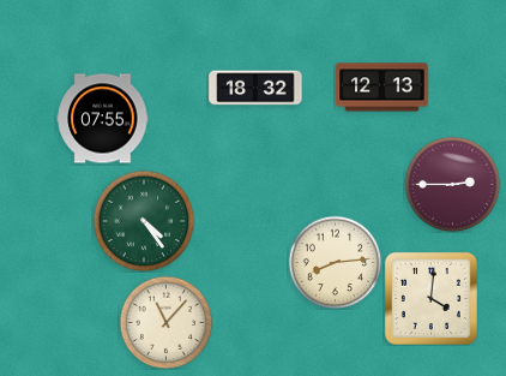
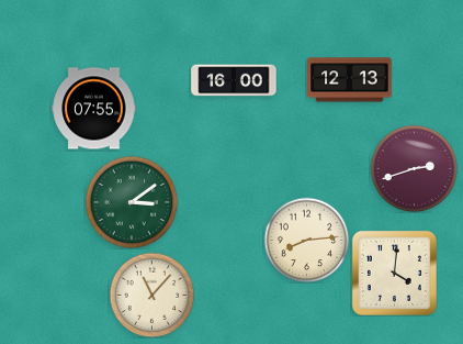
clock at (255, 88): 18:32 -> 16:00
clock at (452, 184): 2:45 -> 2:42
clock at (144, 221): 4:24 -> 3:09
